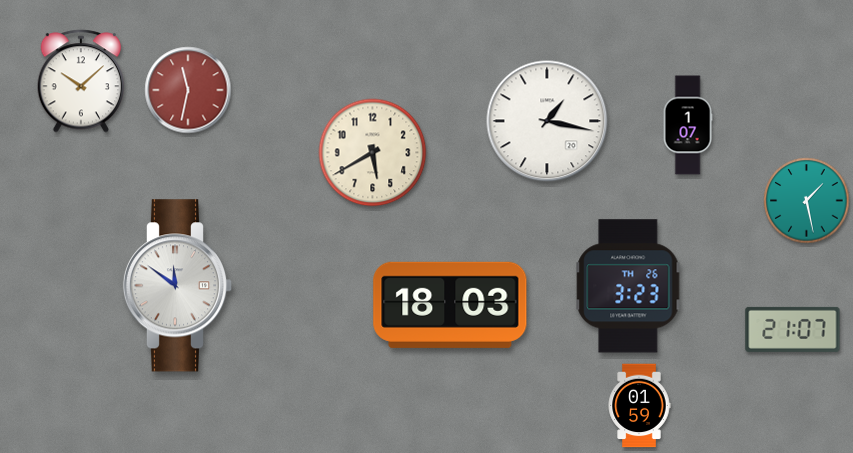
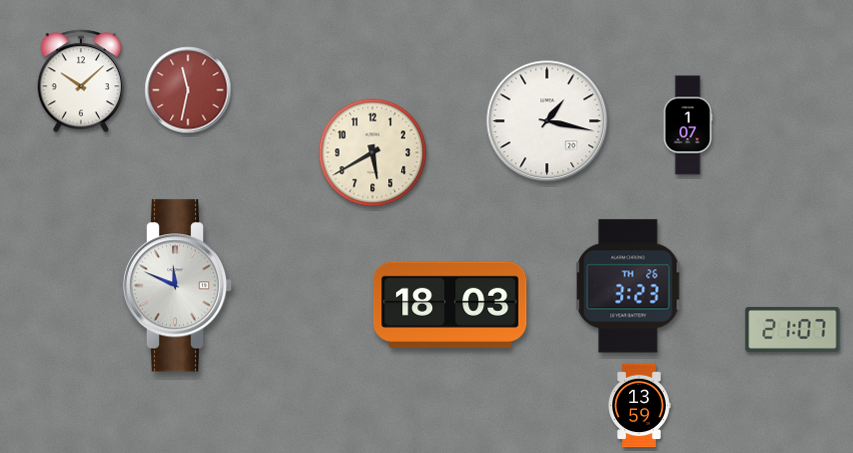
clock at (807, 201): 1:28 -> none
clock at (178, 286): 11:51 -> 11:49
clock at (639, 406): 01:59 -> 13:59
